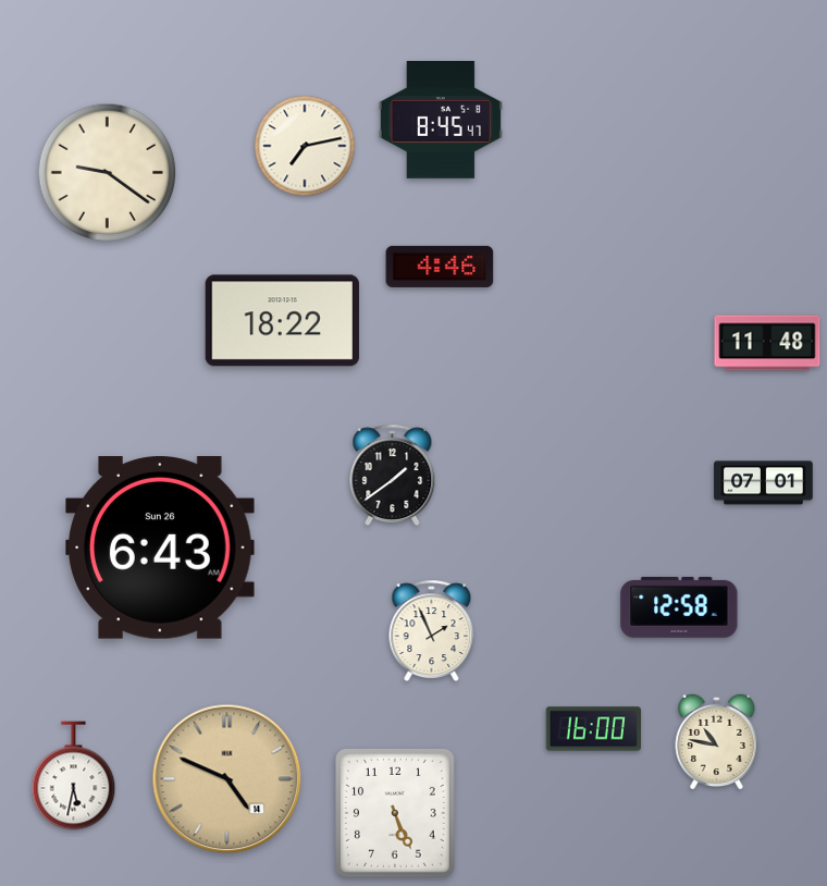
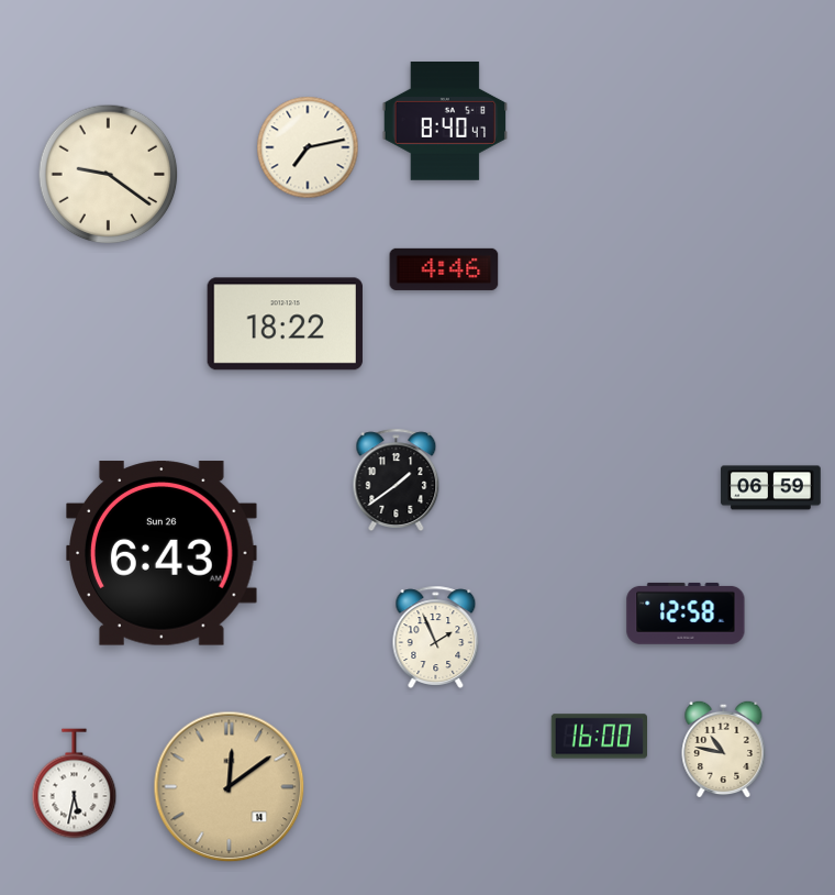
clock at (441, 121): 8:45 -> 8:40
clock at (767, 343): 11:48 -> none
clock at (764, 483): 07:01 -> 06:59
clock at (227, 779): 4:49 -> 12:09
clock at (396, 814): 5:26 -> none
